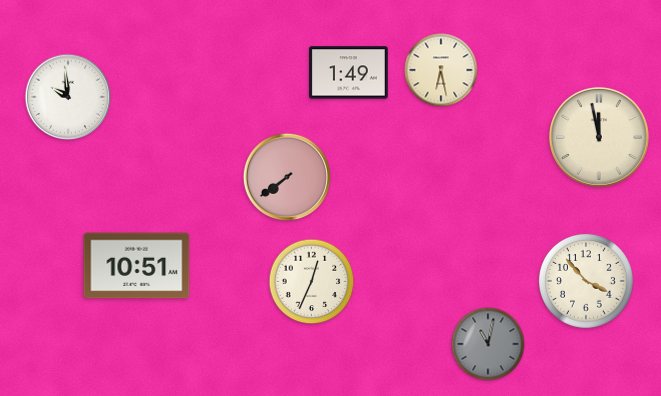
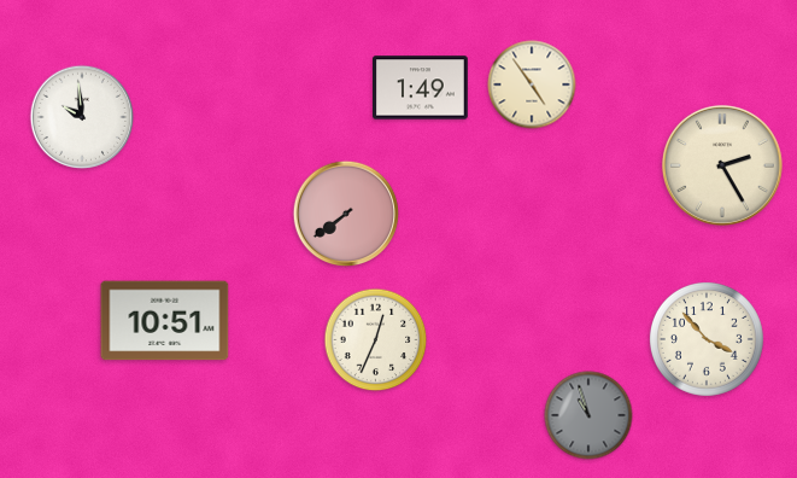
clock at (441, 70): 6:28 -> 4:54
clock at (599, 137): 11:58 -> 2:25
clock at (488, 344): 11:02 -> 10:57
